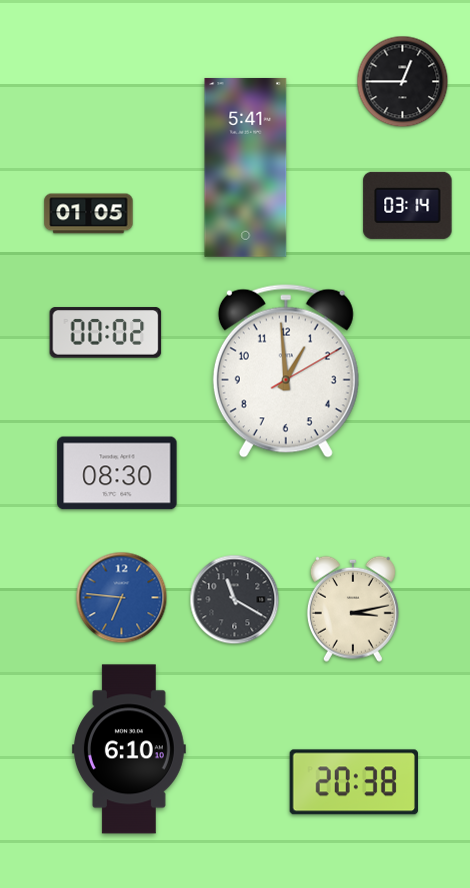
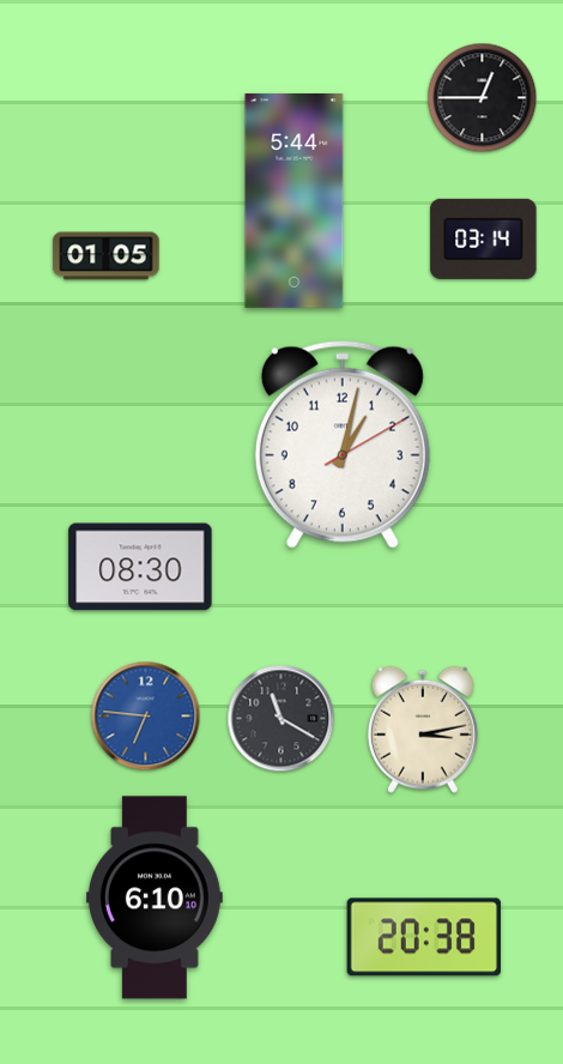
clock at (246, 167): 5:41 -> 5:44
clock at (408, 205) position: (408, 205) -> (484, 238)
clock at (106, 333): 00:02 -> none
clock at (286, 371): 12:59 -> 1:02
